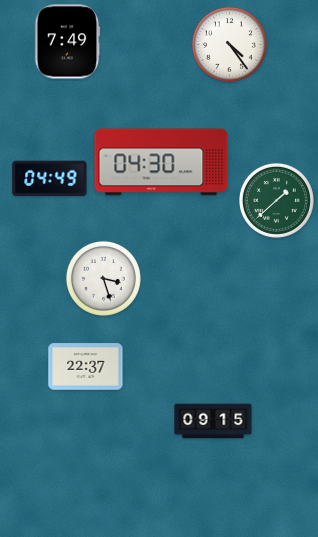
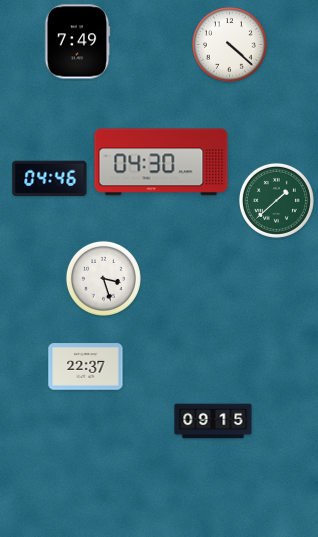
clock at (67, 42) position: (67, 42) -> (77, 42)
clock at (229, 44): 4:24 -> 4:22
clock at (50, 179): 04:49 -> 04:46
